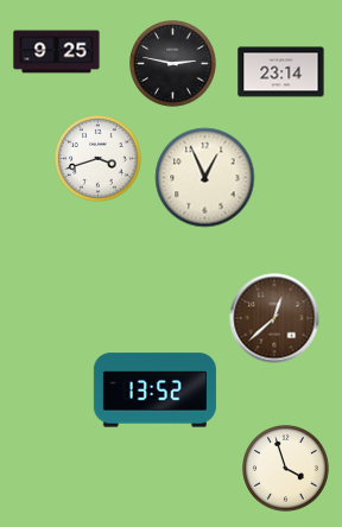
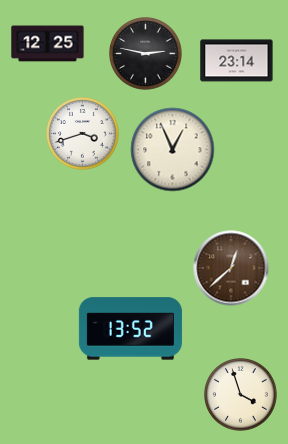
clock at (57, 52): 9:25 -> 12:25
